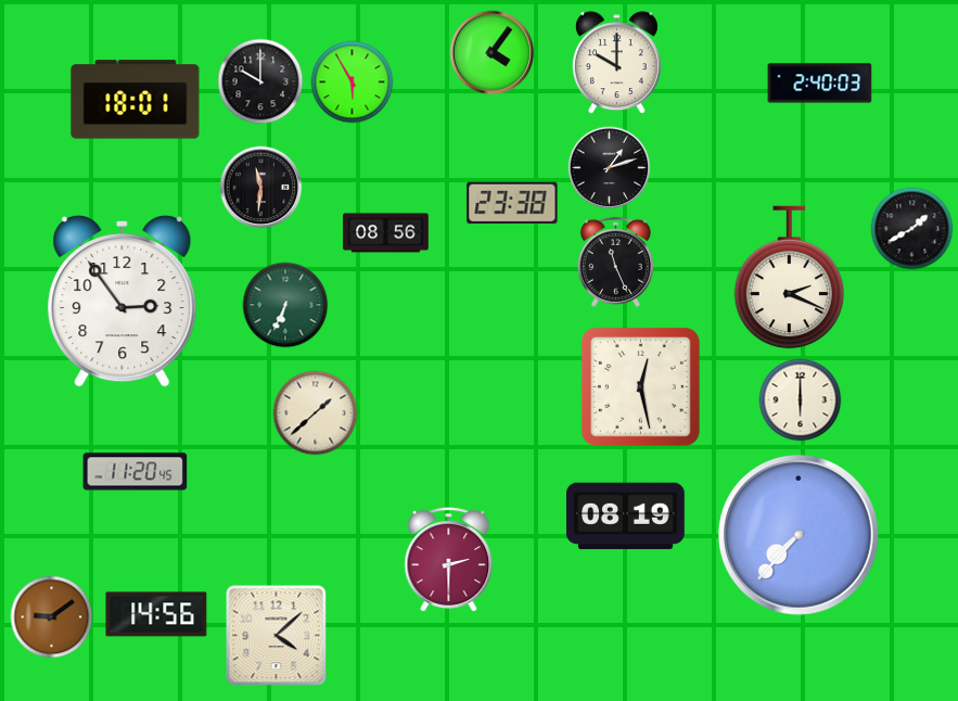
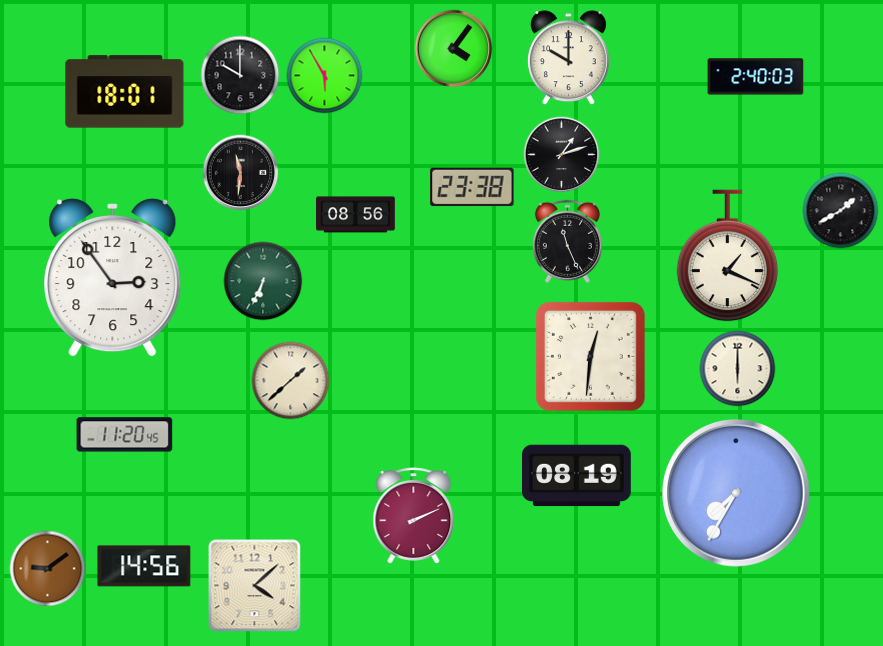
clock at (790, 278): 2:19 -> 1:19
clock at (640, 386): 12:28 -> 12:31
clock at (800, 536): 7:37 -> 7:35
clock at (449, 560): 2:30 -> 2:11
